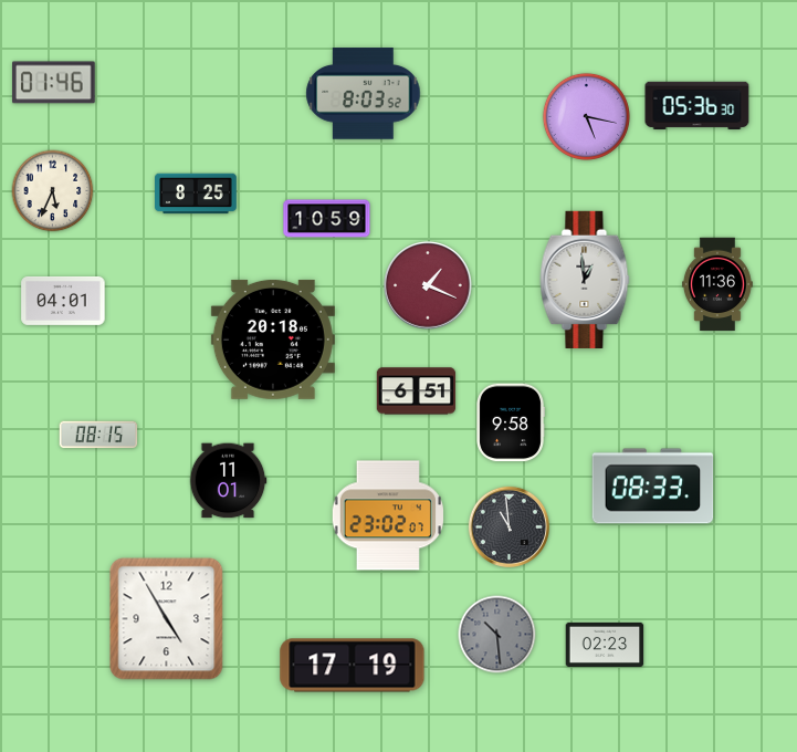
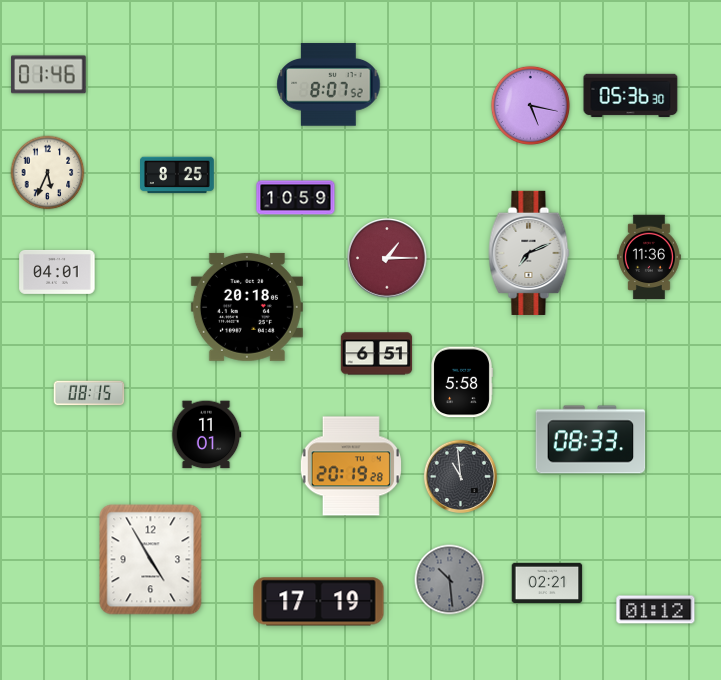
clock at (364, 94): 8:03 -> 8:07
clock at (585, 280): 12:59 -> 7:11
clock at (428, 285): 1:19 -> 1:15
clock at (511, 422): 9:58 -> 5:58
clock at (388, 515): 23:02 -> 20:19
clock at (497, 635) position: (497, 635) -> (450, 580)
clock at (605, 644): 02:23 -> 02:21
clock at (656, 610): none -> 01:12
